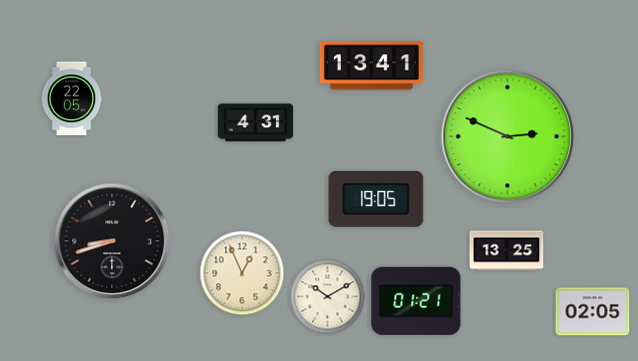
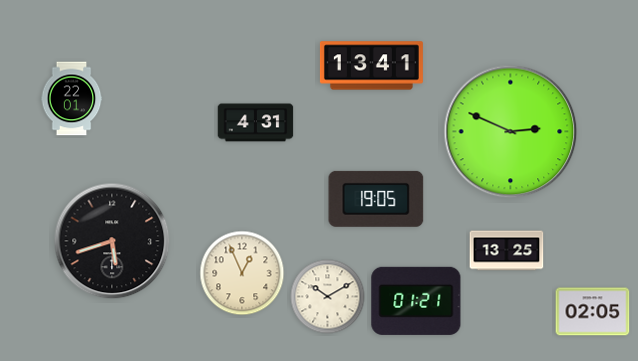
clock at (72, 99): 22:05 -> 22:01
clock at (508, 137) position: (508, 137) -> (511, 132)
clock at (112, 241): 8:42 -> 5:42
